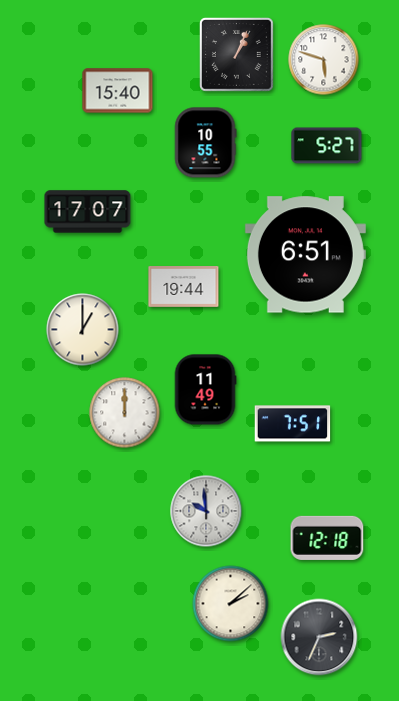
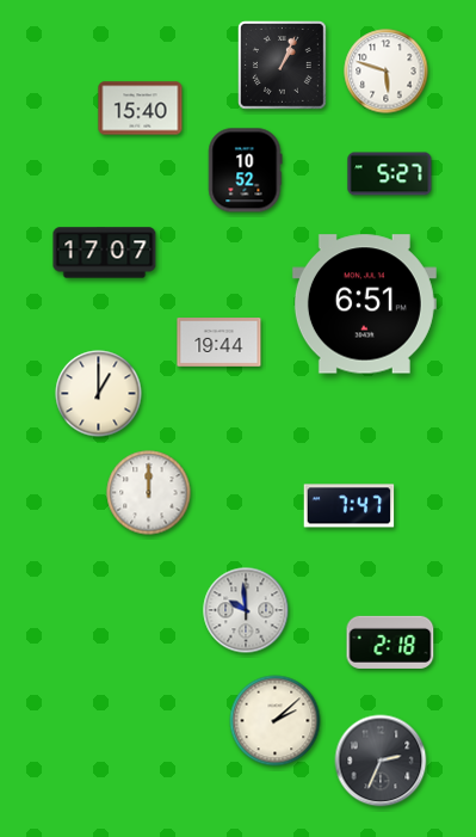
clock at (206, 143): 10:55 -> 10:52
clock at (205, 390): 11:49 -> none
clock at (293, 424): 7:51 -> 7:47
clock at (327, 538): 12:18 -> 2:18
